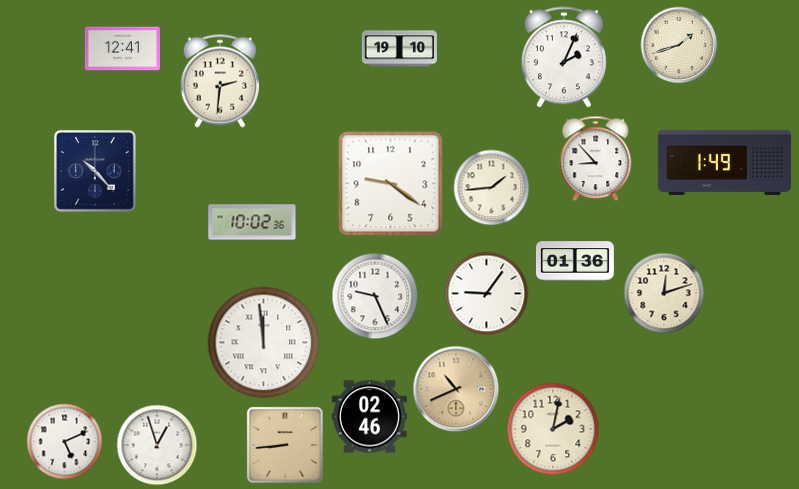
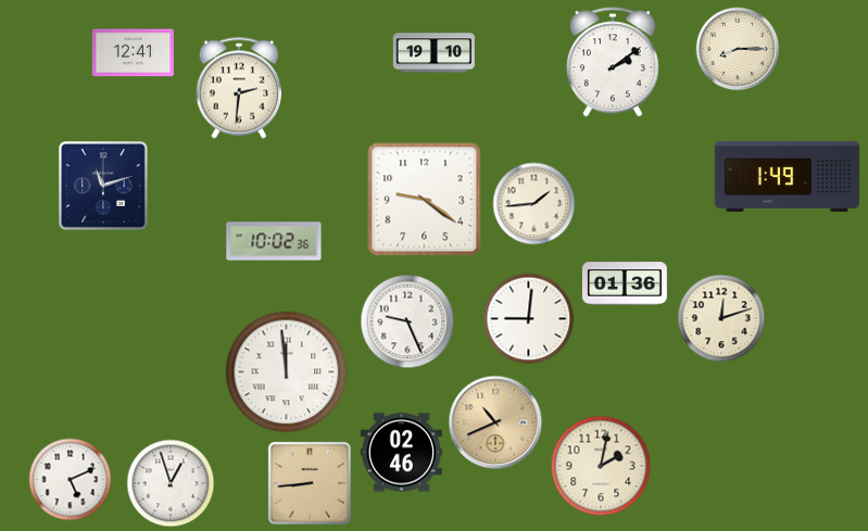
clock at (679, 45): 1:42 -> 8:15
clock at (564, 57): 2:04 -> 2:09
clock at (596, 159): 8:53 -> none
clock at (95, 171): 10:23 -> 11:12
clock at (487, 294): 9:06 -> 9:01
